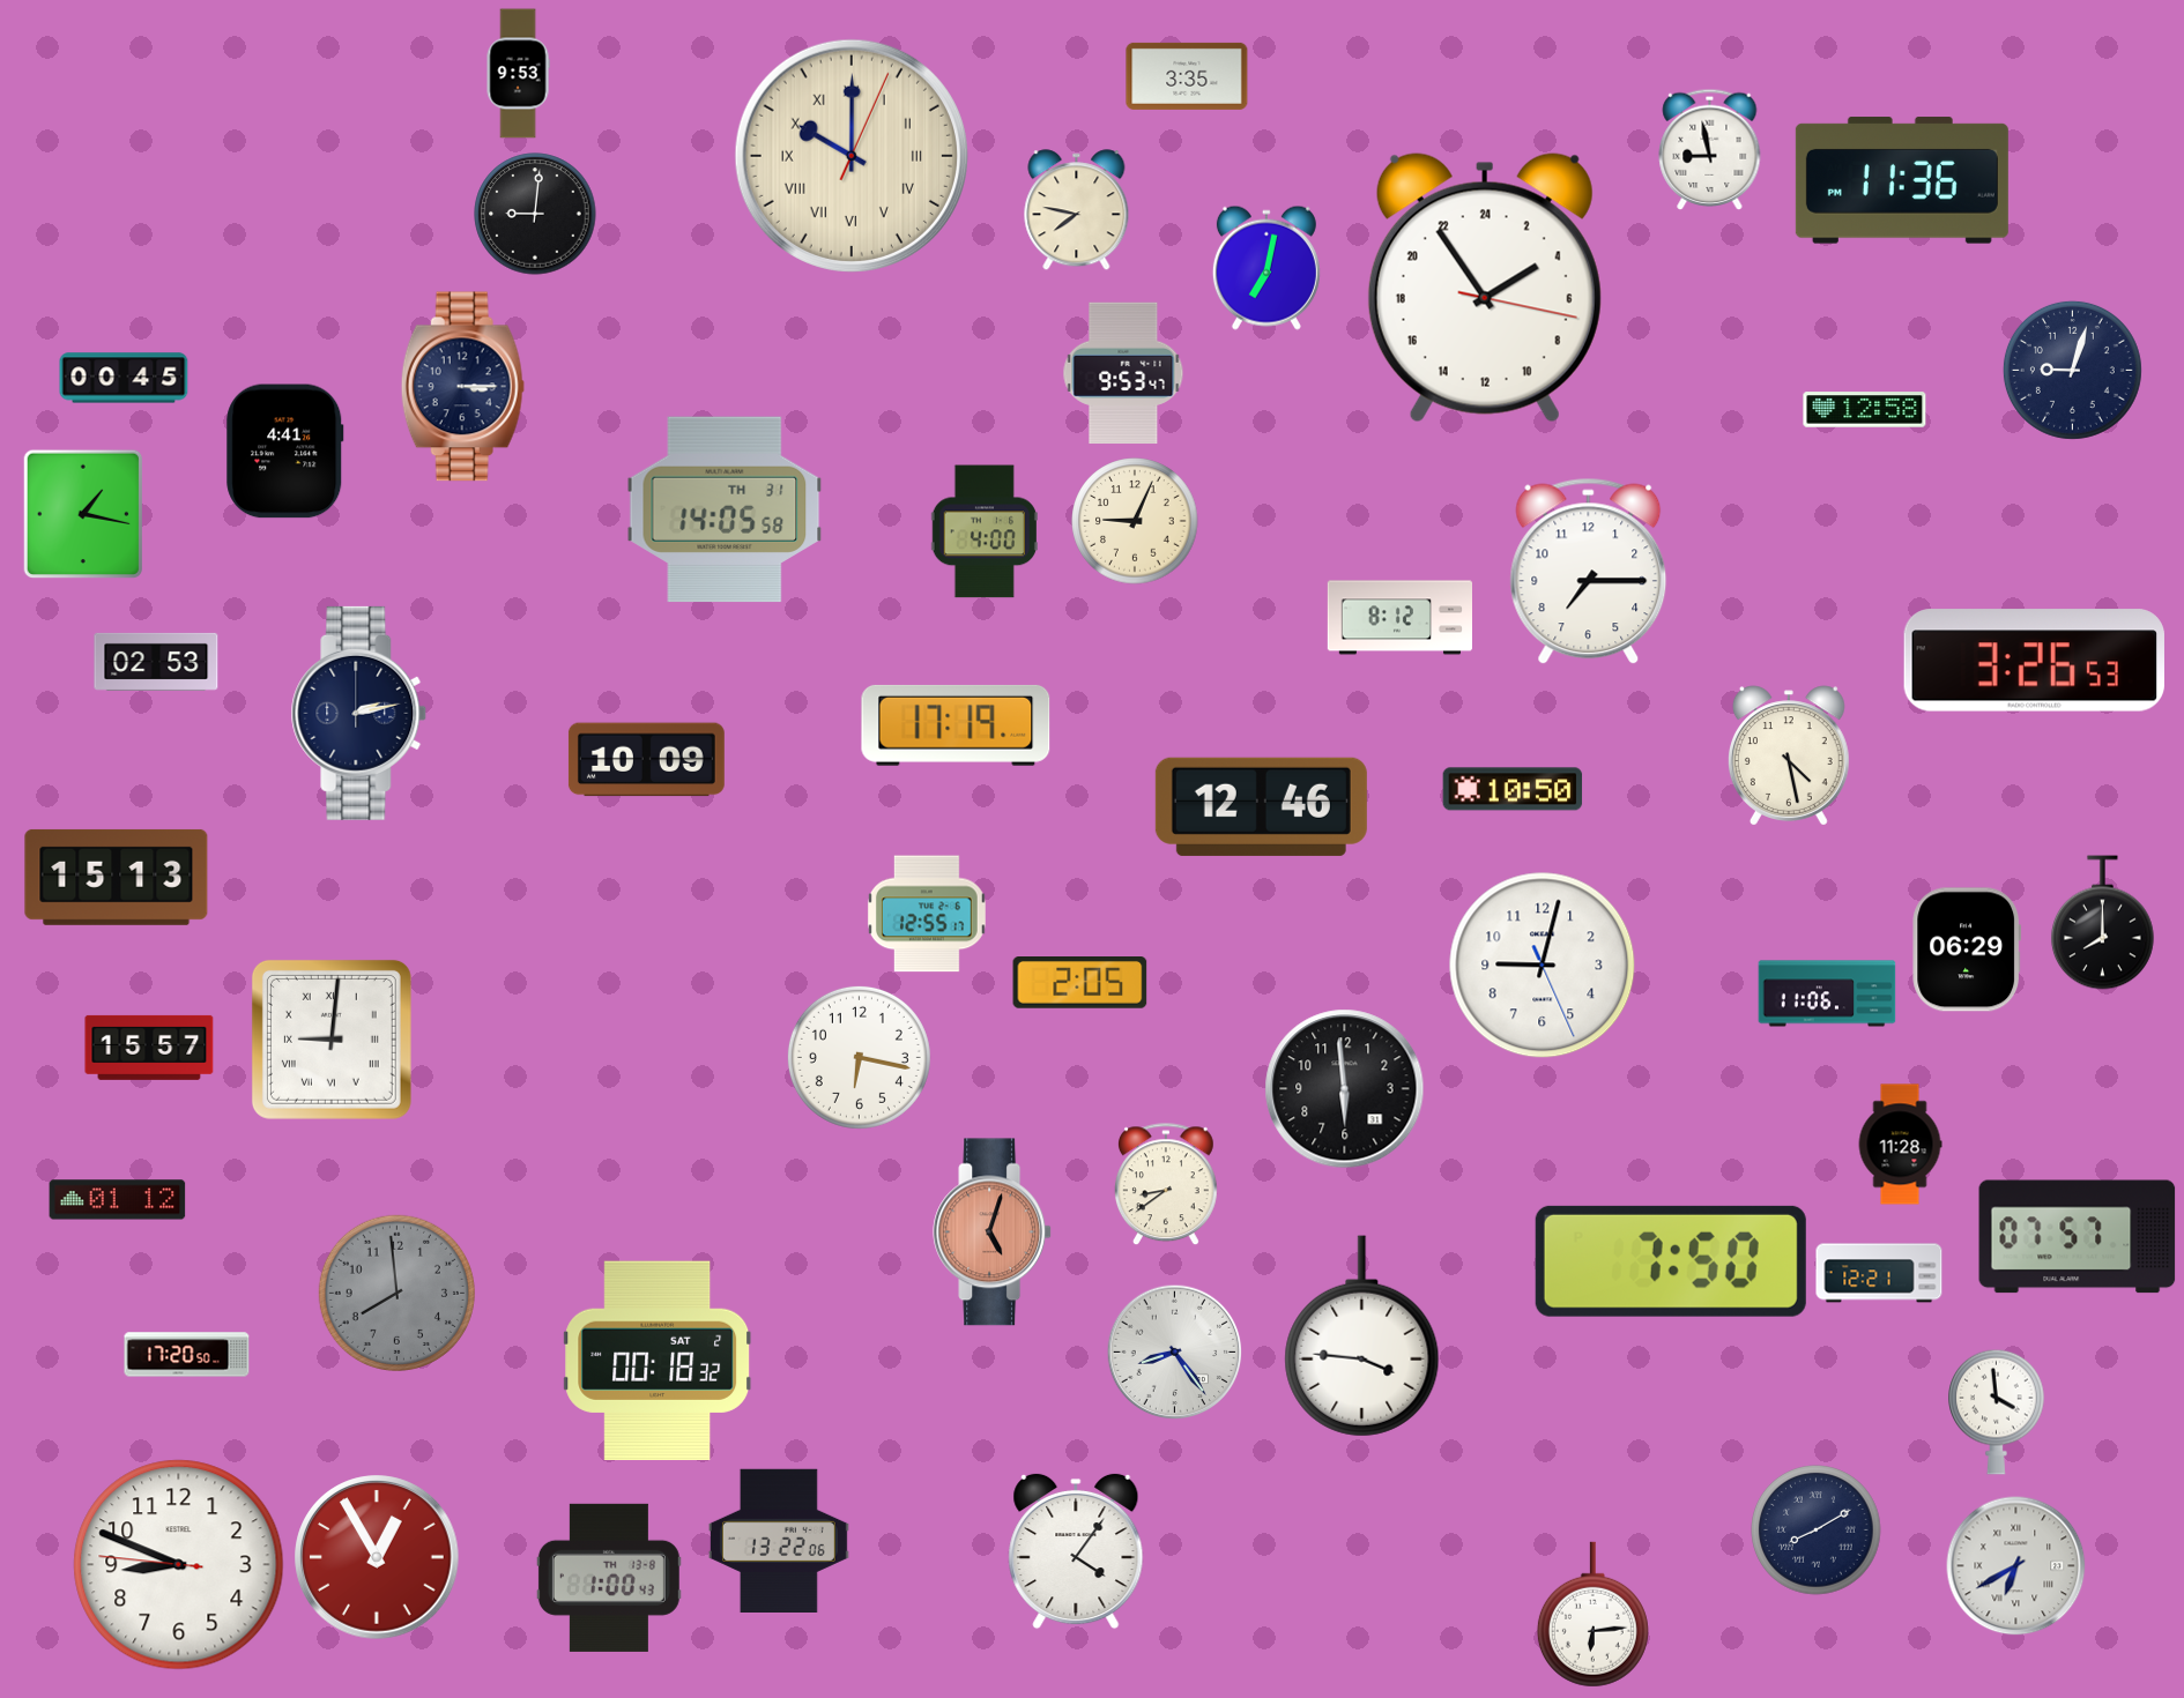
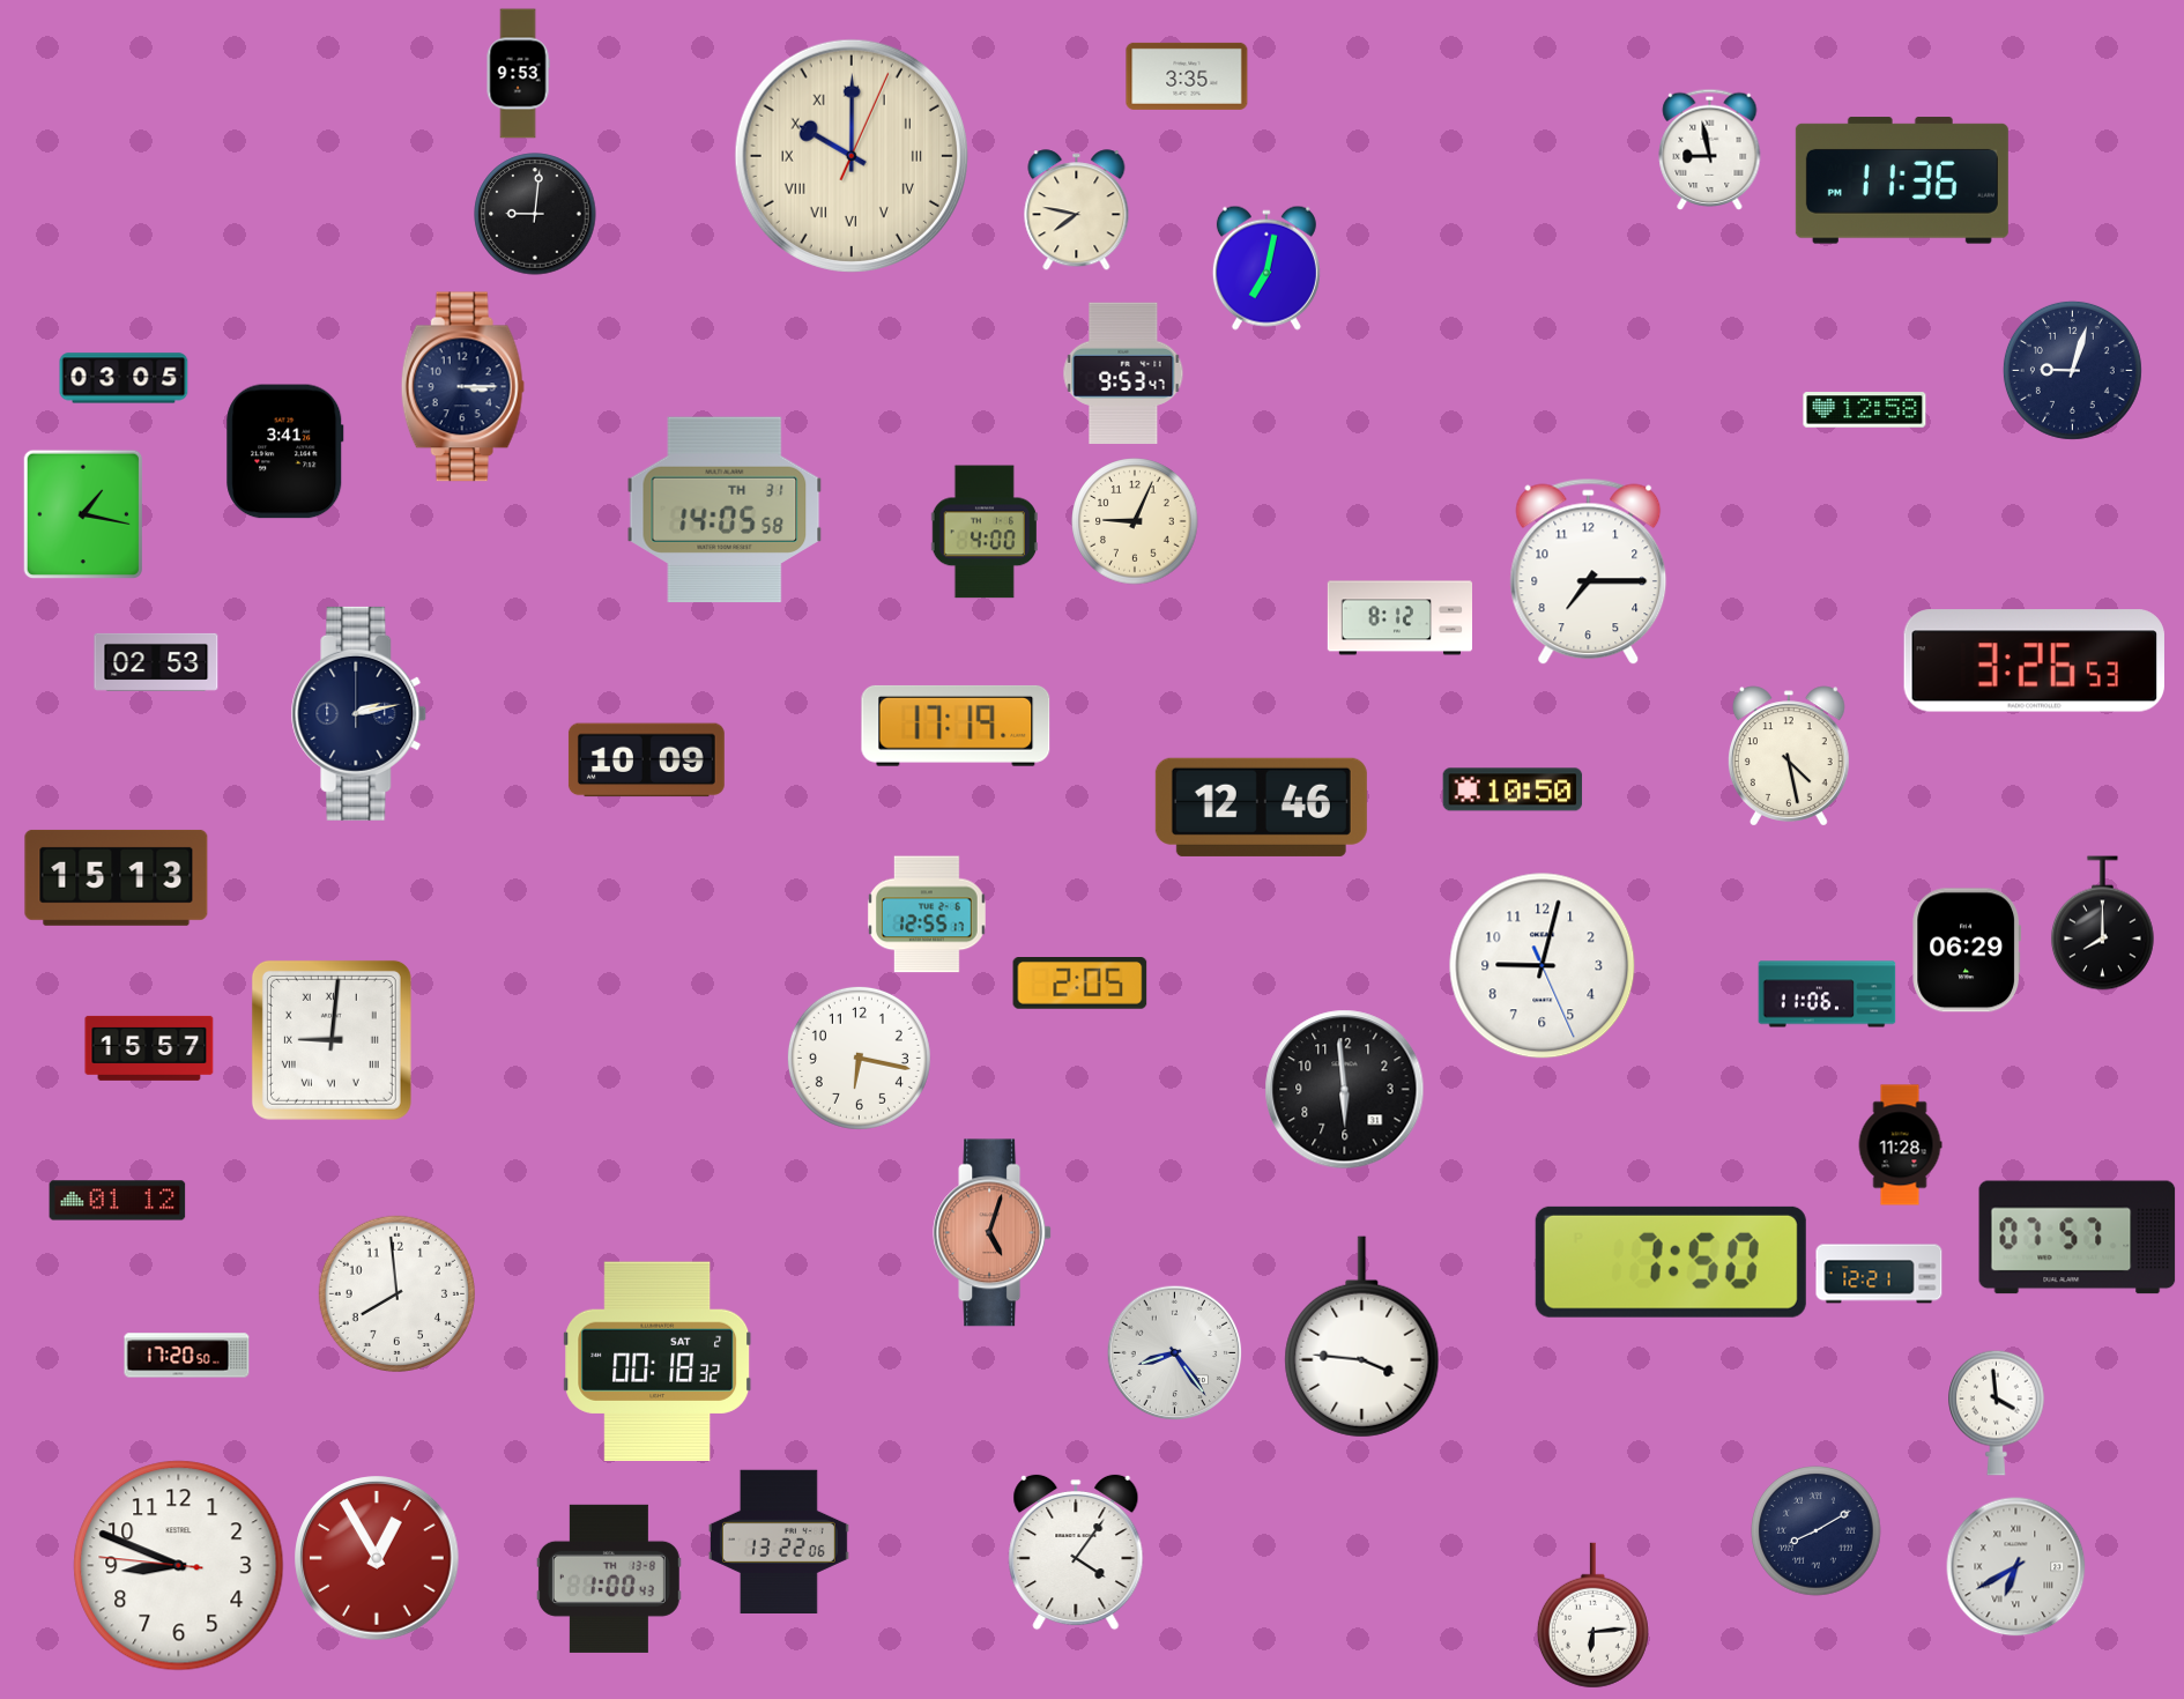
clock at (1485, 288): 3:54 -> none
clock at (124, 378): 00:45 -> 03:05
clock at (285, 452): 4:41 -> 3:41
clock at (1166, 1184): 8:39 -> none
clock at (396, 1293) dial: grey -> white
